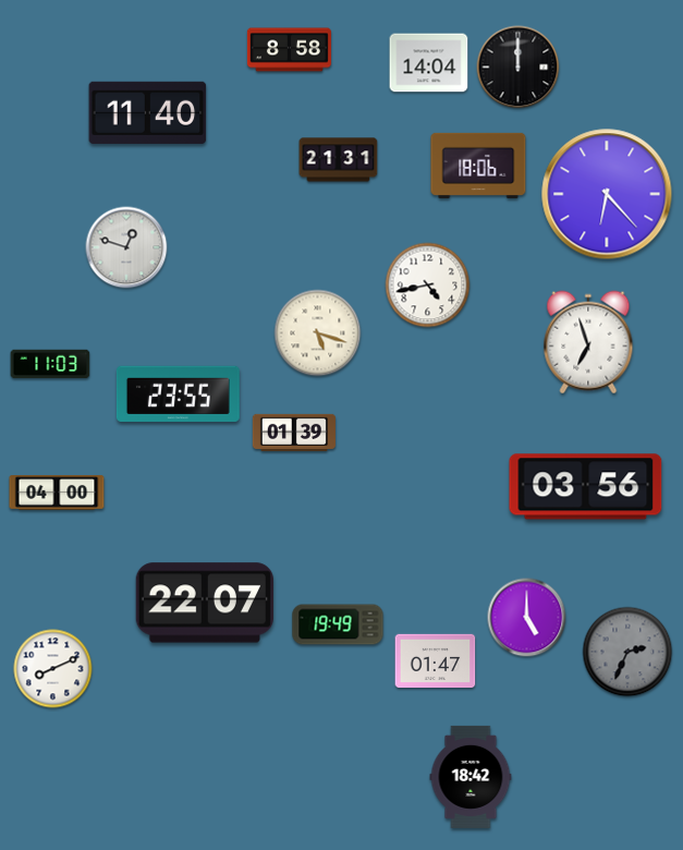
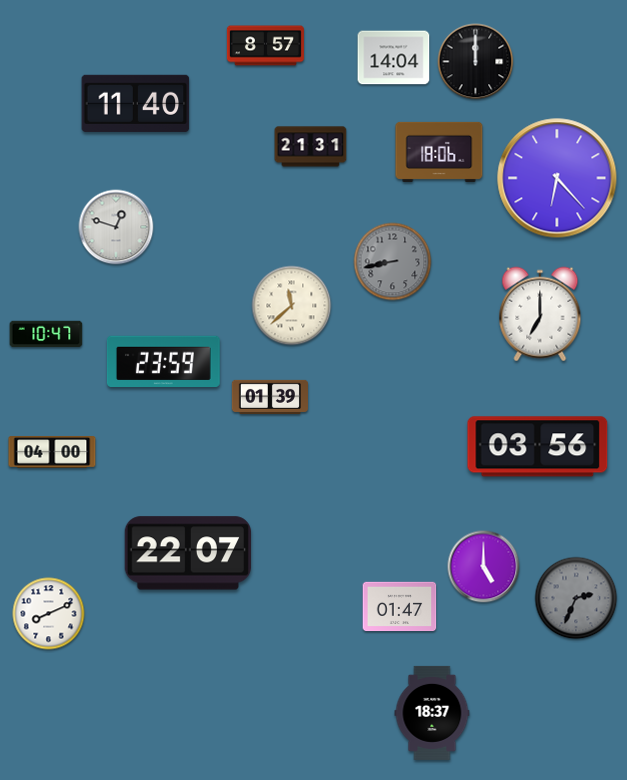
clock at (289, 50): 8:58 -> 8:57
clock at (428, 286): 4:43 -> 8:43
clock at (428, 286) dial: white -> grey
clock at (318, 333): 5:18 -> 11:38
clock at (588, 342): 6:57 -> 7:00
clock at (50, 364): 11:03 -> 10:47
clock at (178, 394): 23:55 -> 23:59
clock at (338, 624): 19:49 -> none
clock at (471, 777): 18:42 -> 18:37
